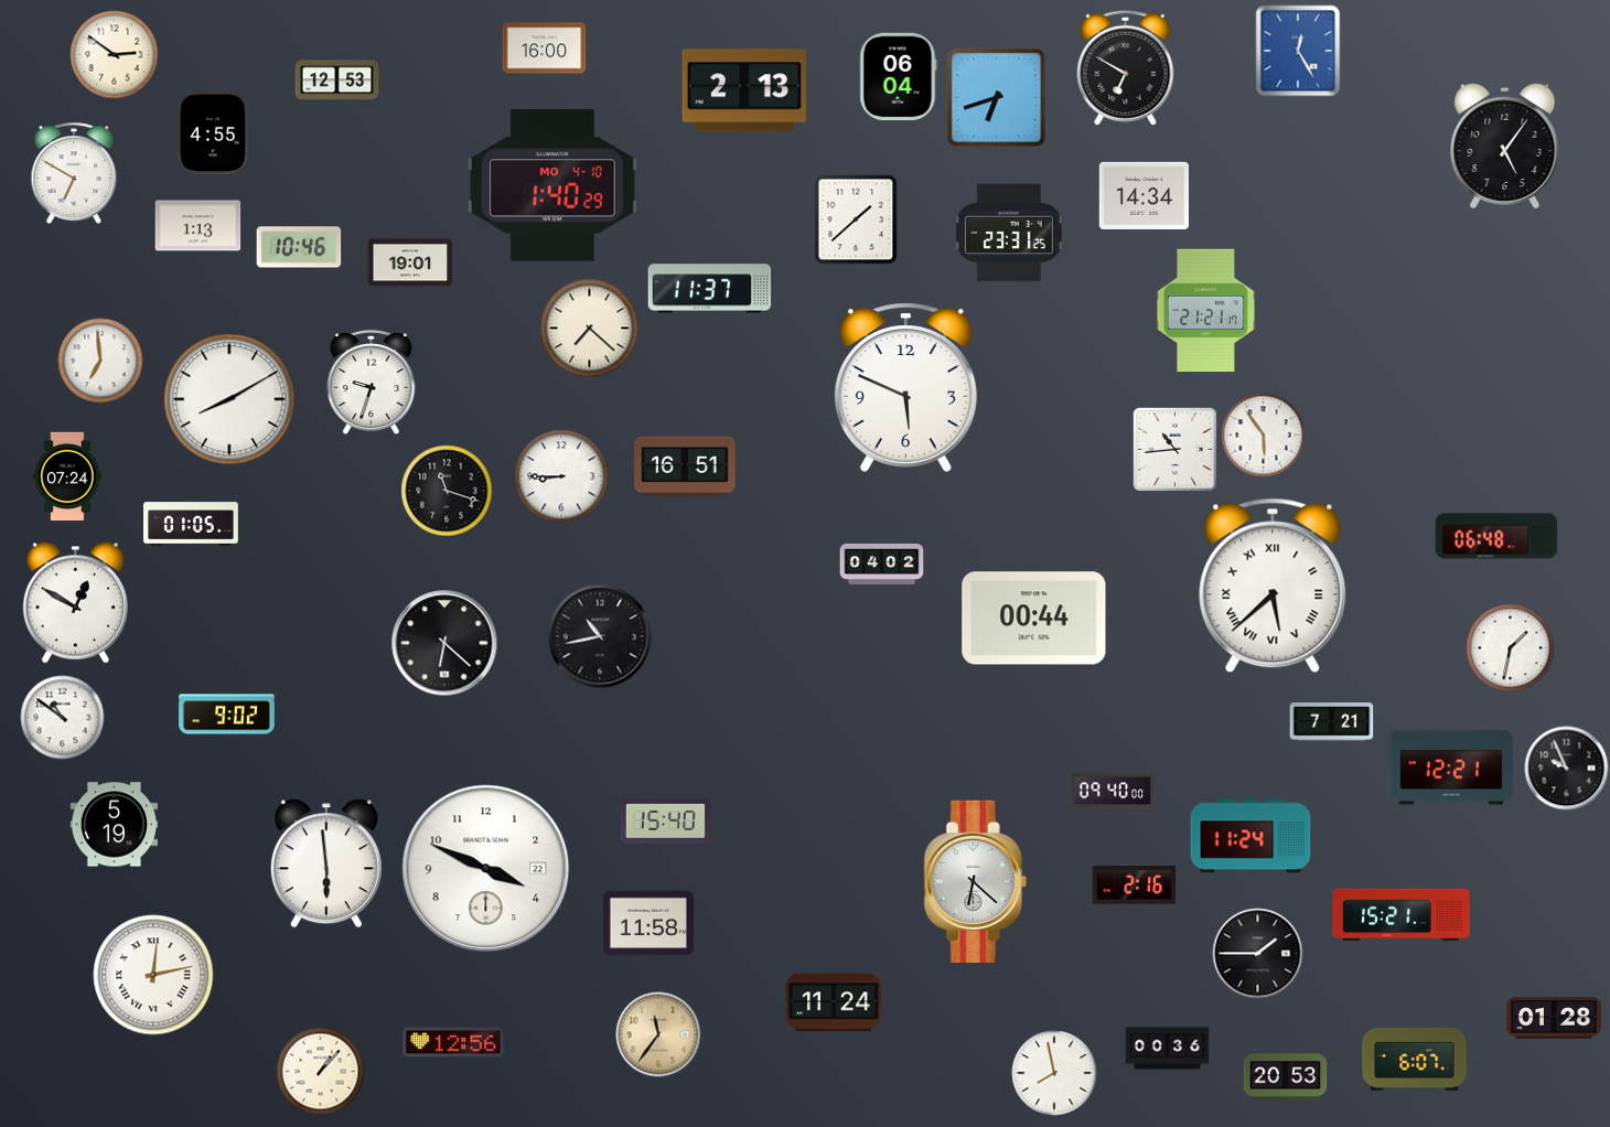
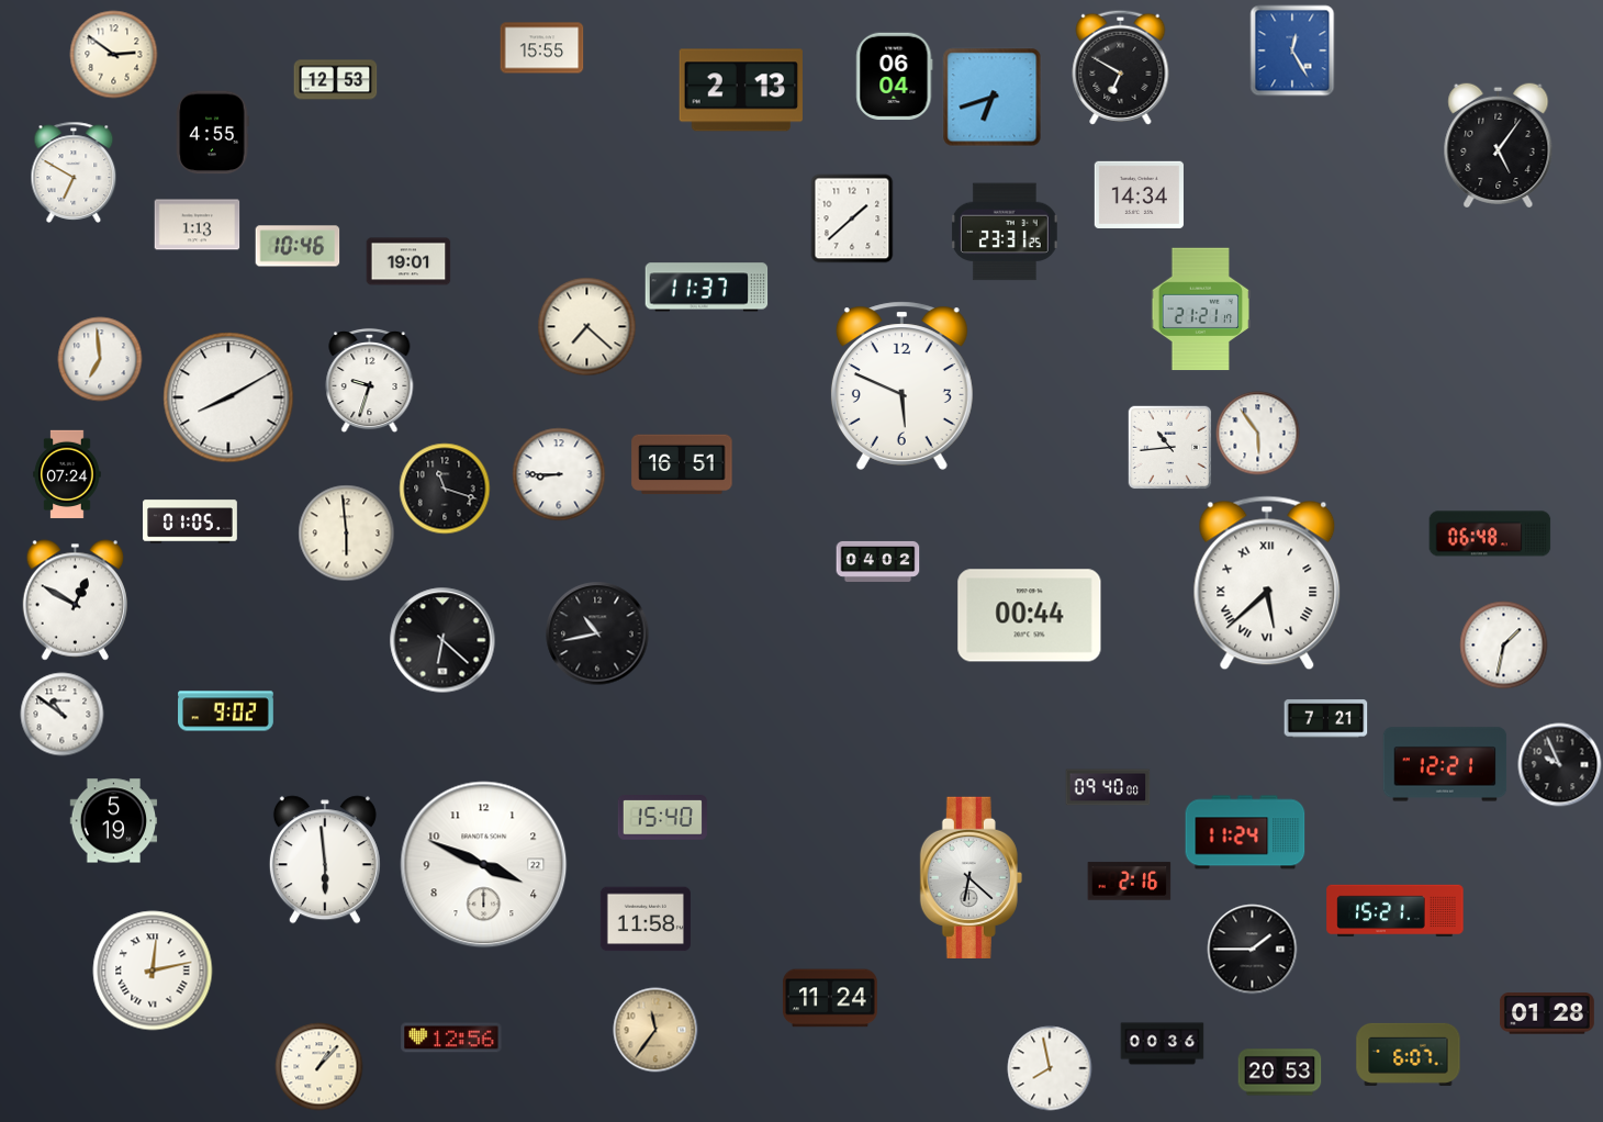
clock at (545, 49): 16:00 -> 15:55
clock at (552, 185): 1:40 -> none
clock at (347, 534): none -> 5:59
